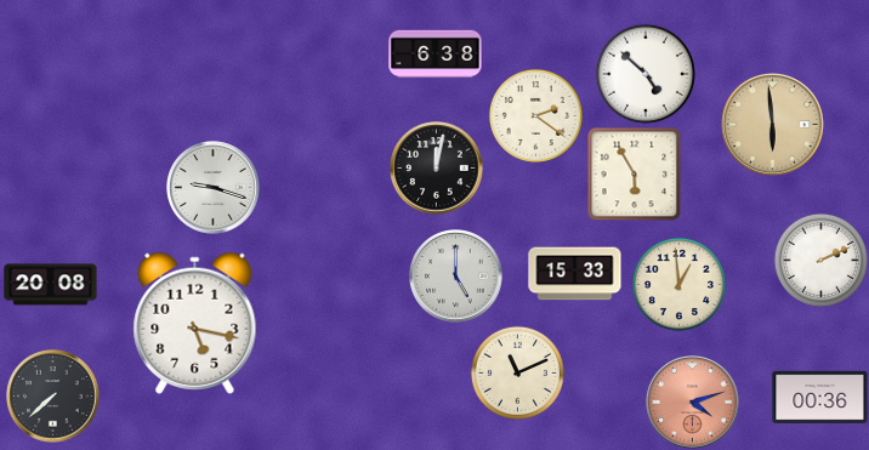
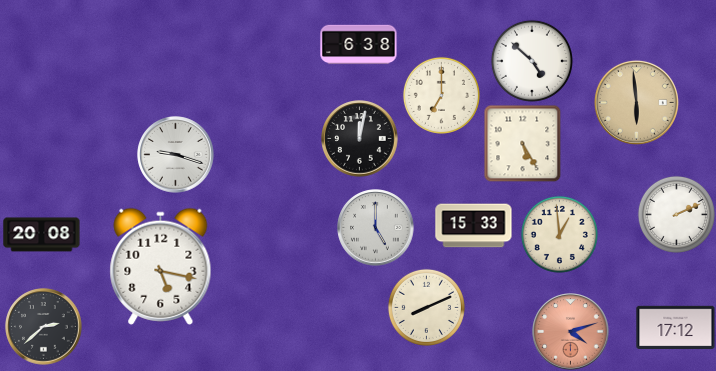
clock at (535, 115): 2:21 -> 7:00
clock at (634, 173): 5:55 -> 5:25
clock at (517, 372): 11:11 -> 8:11
clock at (53, 397): 7:38 -> 2:38
clock at (820, 397): 00:36 -> 17:12
